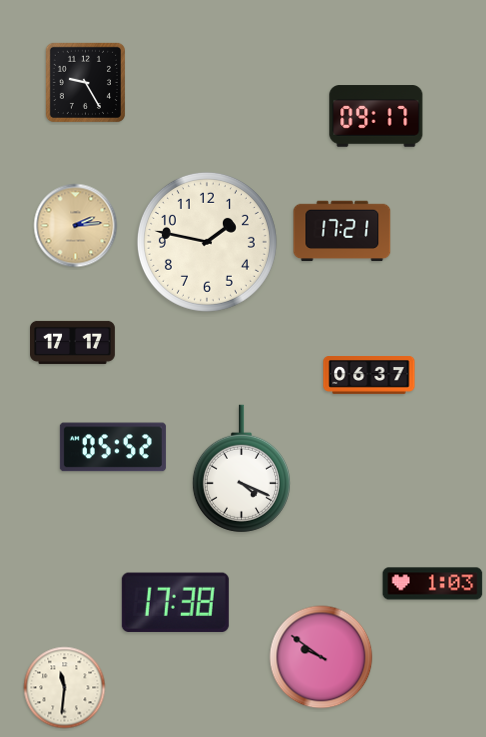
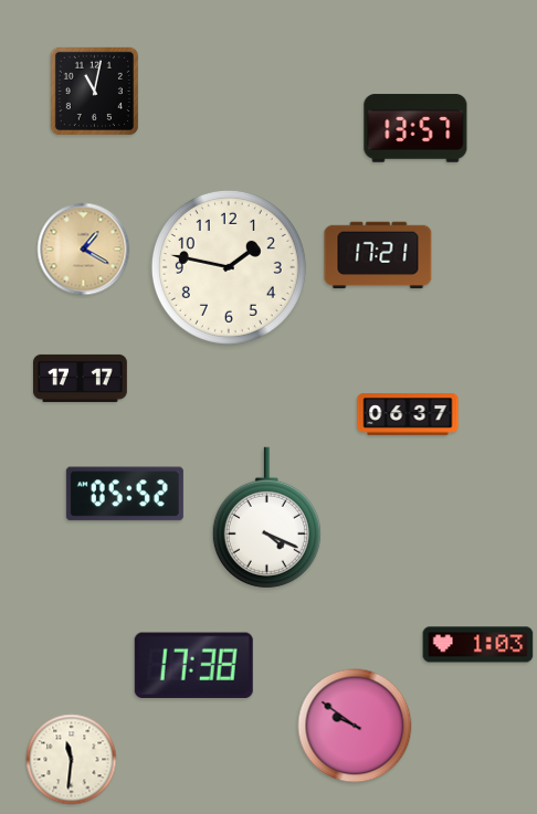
clock at (85, 82): 9:25 -> 11:02
clock at (376, 116): 09:17 -> 13:57
clock at (76, 226): 2:14 -> 1:20
